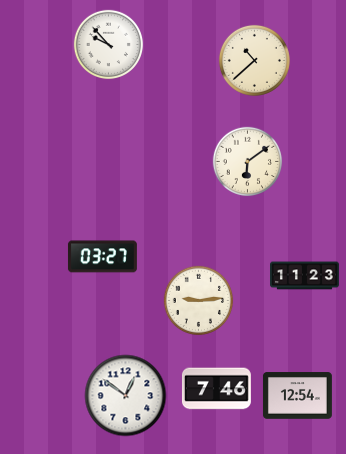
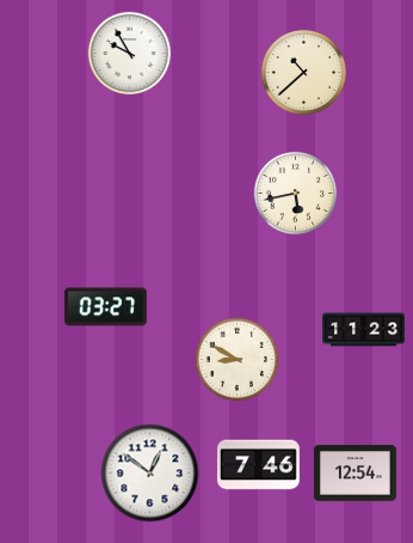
clock at (109, 45): 9:53 -> 9:55
clock at (248, 162): 6:09 -> 5:43
clock at (102, 257) position: (102, 257) -> (105, 307)
clock at (199, 301): 9:14 -> 8:50
